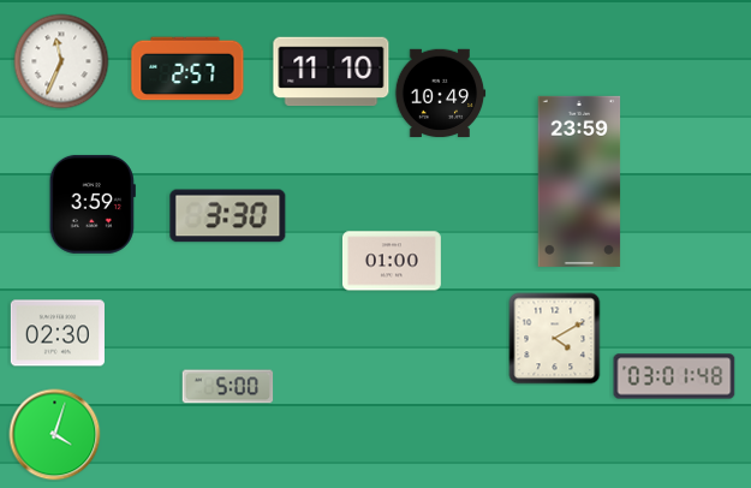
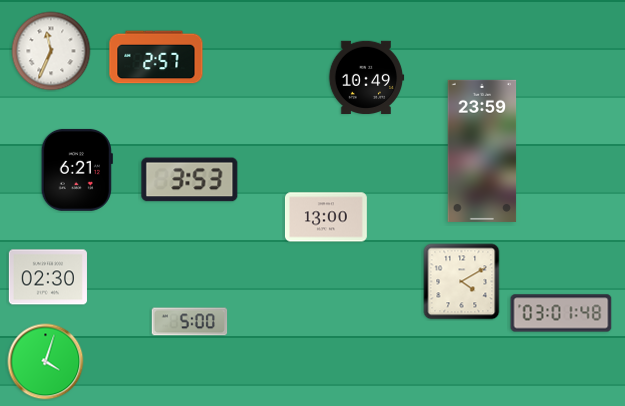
clock at (332, 72): 11:10 -> none
clock at (93, 204): 3:59 -> 6:21
clock at (228, 216): 3:30 -> 3:53
clock at (392, 261): 01:00 -> 13:00
